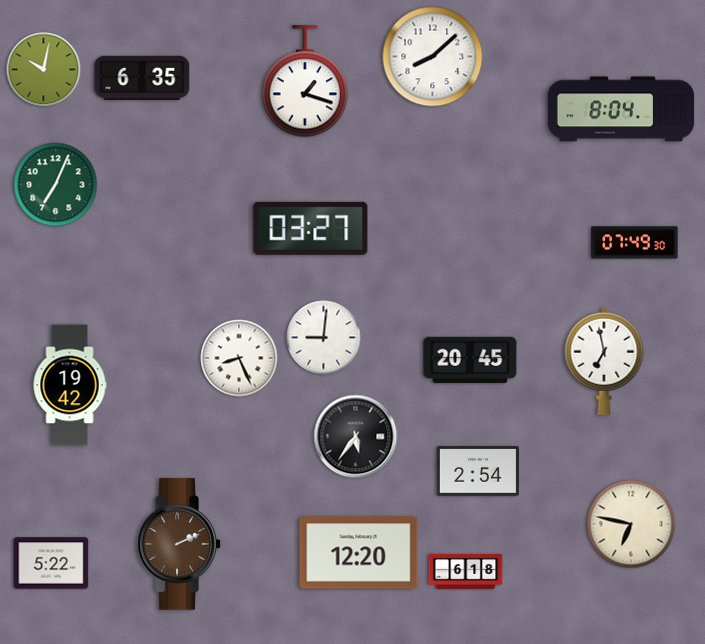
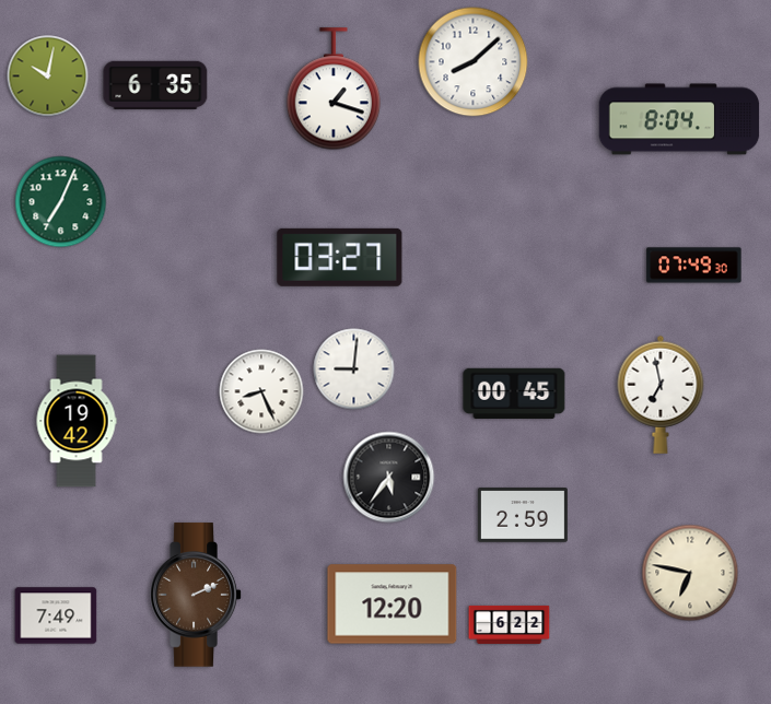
clock at (311, 228) position: (311, 228) -> (340, 257)
clock at (470, 360): 20:45 -> 00:45
clock at (478, 471): 2:54 -> 2:59
clock at (51, 563): 5:22 -> 7:49
clock at (466, 571): 6:18 -> 6:22
